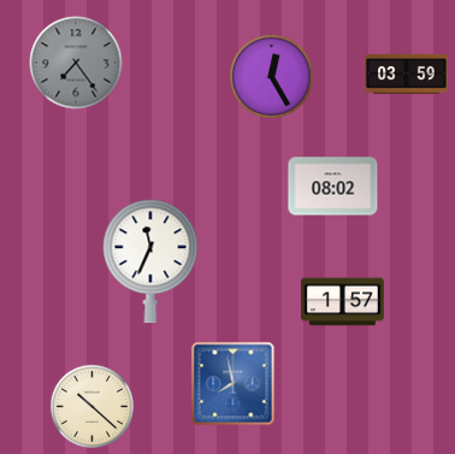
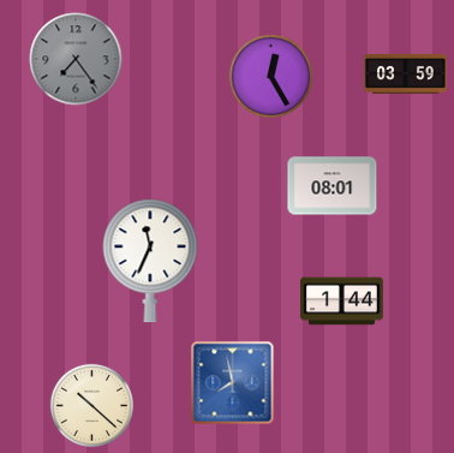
clock at (76, 63) position: (76, 63) -> (76, 59)
clock at (333, 187): 08:02 -> 08:01
clock at (343, 302): 1:57 -> 1:44
